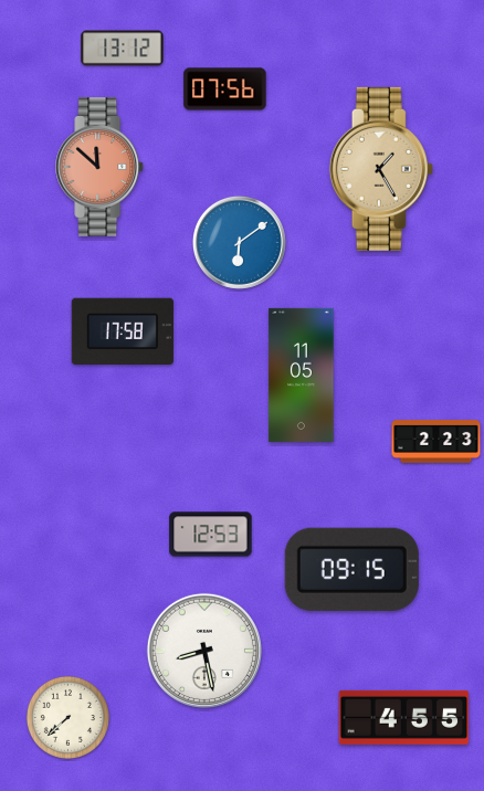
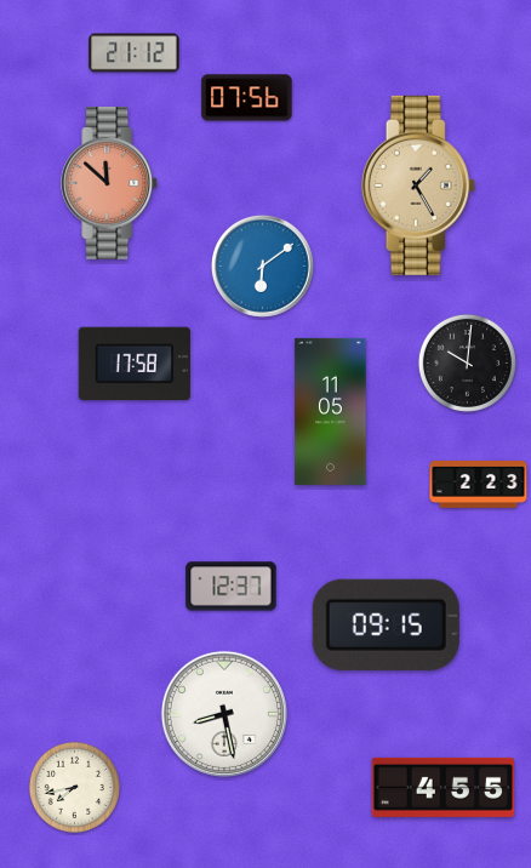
clock at (123, 49): 13:12 -> 21:12
clock at (467, 362): none -> 10:01
clock at (211, 535): 12:53 -> 12:37
clock at (67, 717): 7:38 -> 7:43
